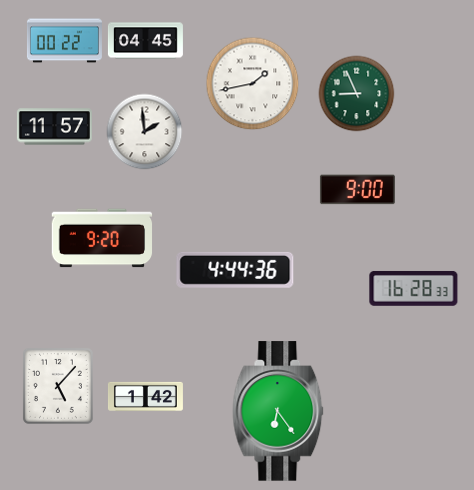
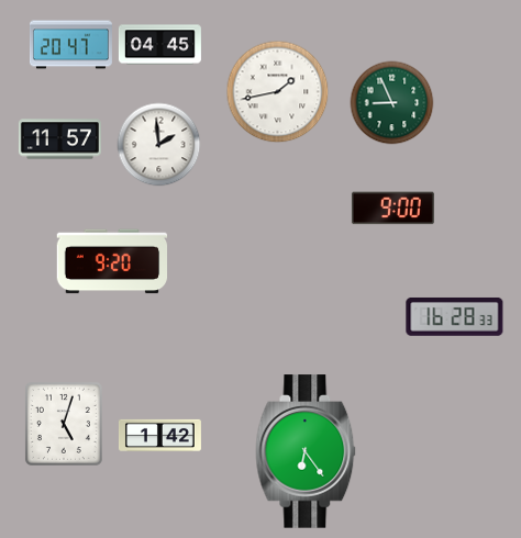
clock at (64, 41): 00:22 -> 20:47
clock at (235, 270): 4:44 -> none
clock at (58, 386): 5:07 -> 5:03
